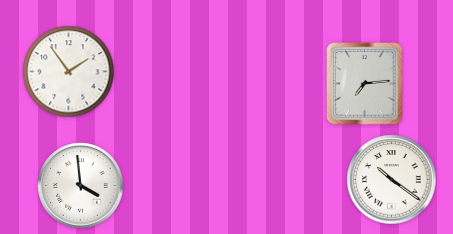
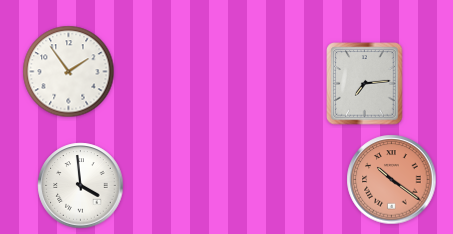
clock at (392, 180) dial: white -> salmon
